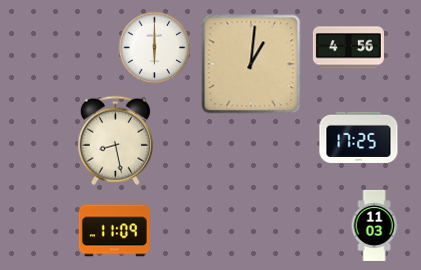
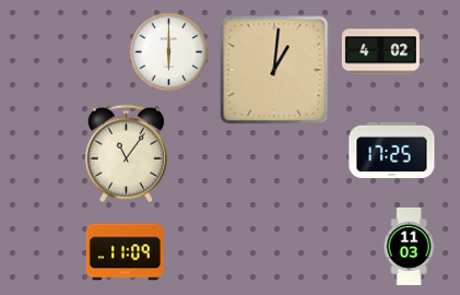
clock at (348, 48): 4:56 -> 4:02
clock at (115, 141): 8:28 -> 11:06
